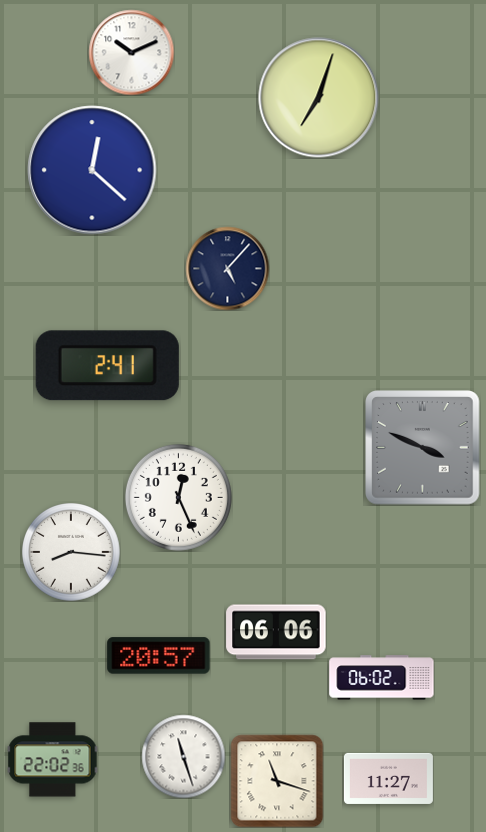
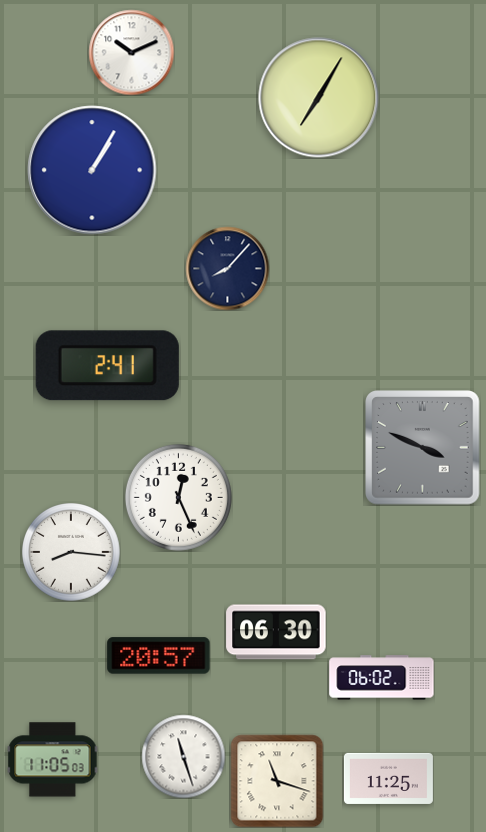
clock at (319, 98): 7:03 -> 7:05
clock at (92, 170): 12:22 -> 1:05
clock at (227, 268): 5:07 -> 8:07
clock at (276, 632): 06:06 -> 06:30
clock at (52, 760): 22:02 -> 11:05
clock at (388, 778): 11:27 -> 11:25
